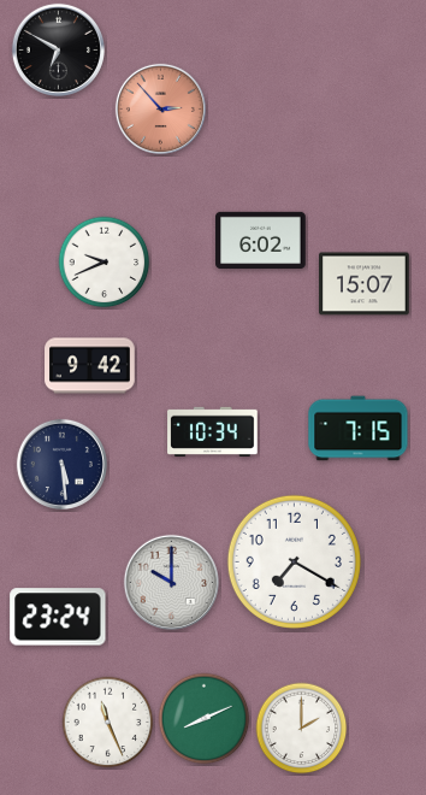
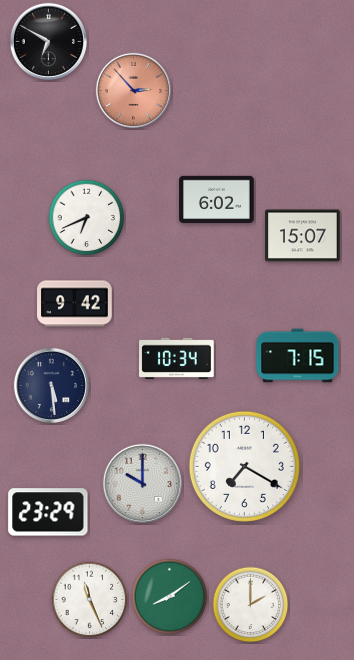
clock at (105, 263): 9:41 -> 6:41
clock at (58, 617): 23:24 -> 23:29
clock at (205, 719): 8:11 -> 8:09
